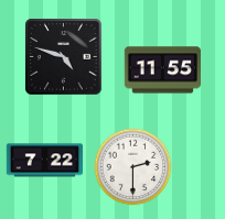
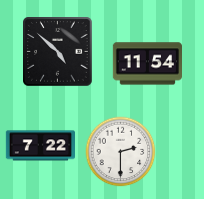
clock at (64, 57): 4:48 -> 4:52
clock at (162, 70): 11:55 -> 11:54
